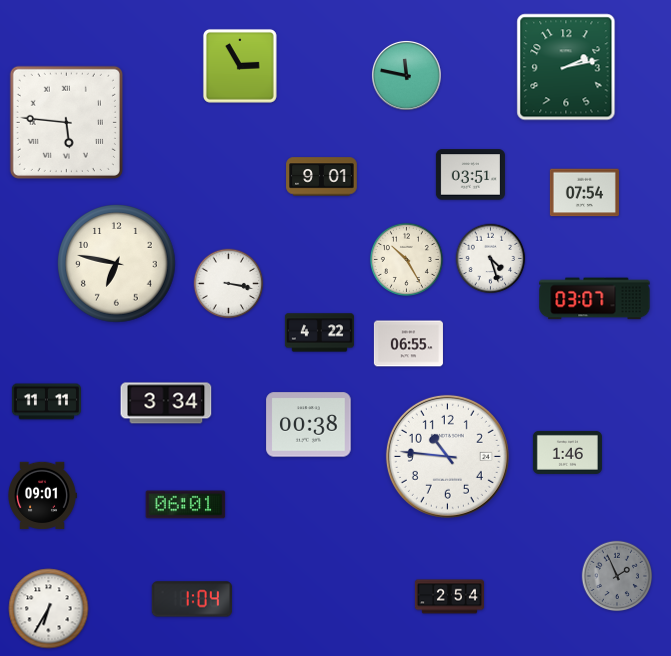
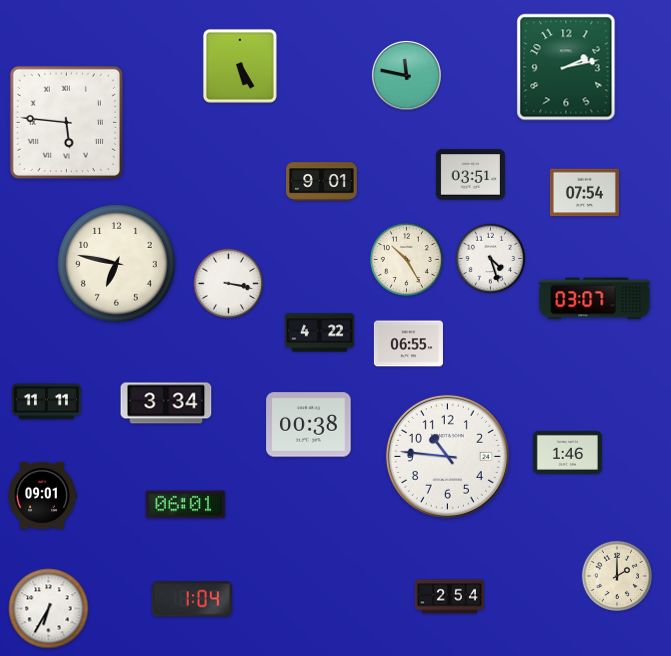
clock at (240, 66): 2:55 -> 5:25
clock at (322, 177) position: (322, 177) -> (322, 182)
clock at (617, 576): 1:56 -> 2:00
clock at (617, 576) dial: grey -> cream
